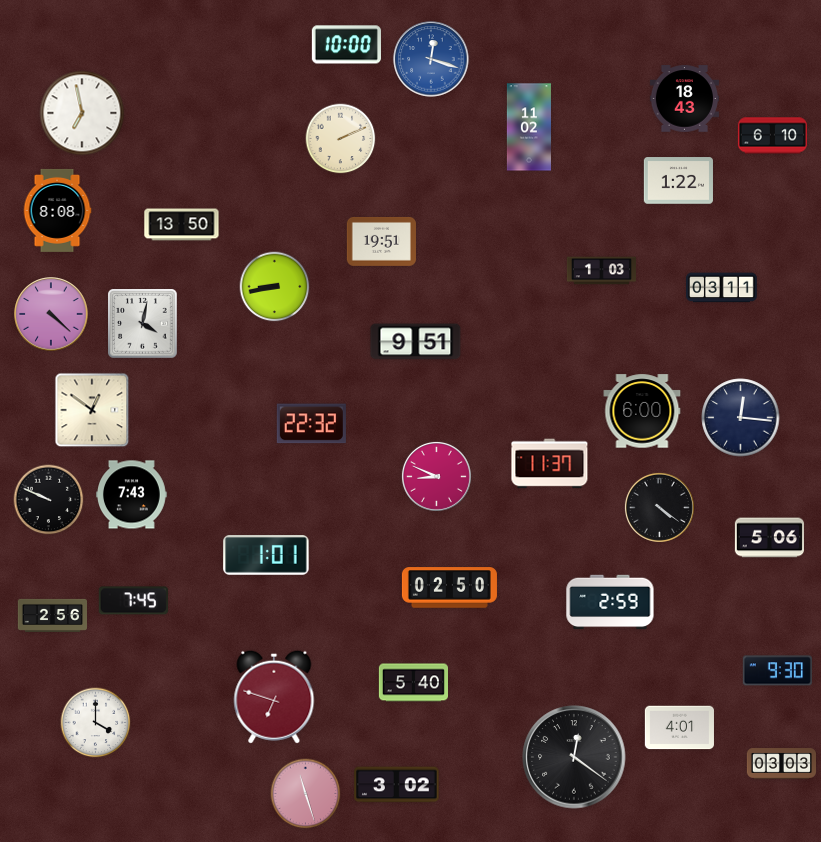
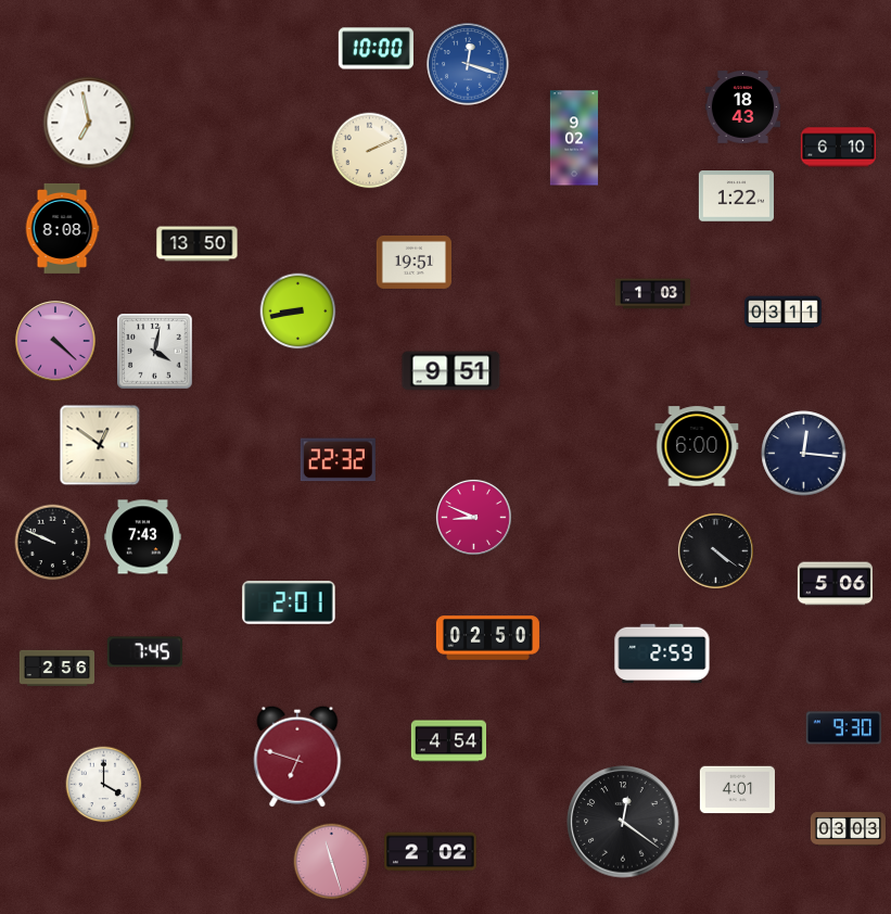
clock at (529, 127): 11:02 -> 9:02
clock at (550, 464): 11:37 -> none
clock at (266, 555): 1:01 -> 2:01
clock at (413, 683): 5:40 -> 4:54
clock at (397, 785): 3:02 -> 2:02
